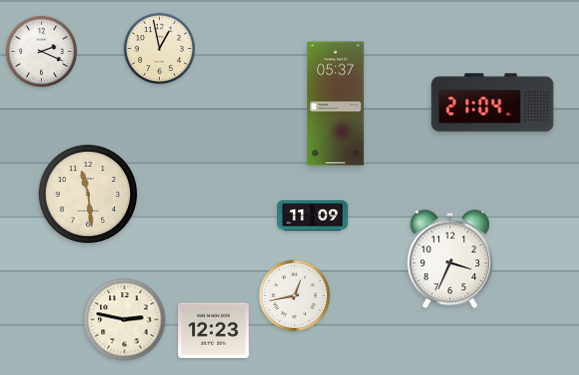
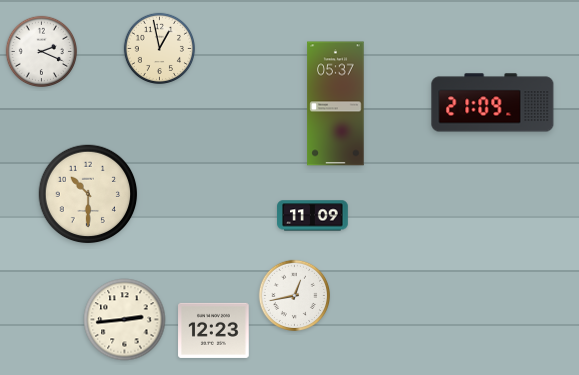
clock at (493, 103): 21:04 -> 21:09
clock at (88, 194): 11:29 -> 10:30
clock at (450, 259): 3:34 -> none
clock at (125, 320): 2:47 -> 2:44
